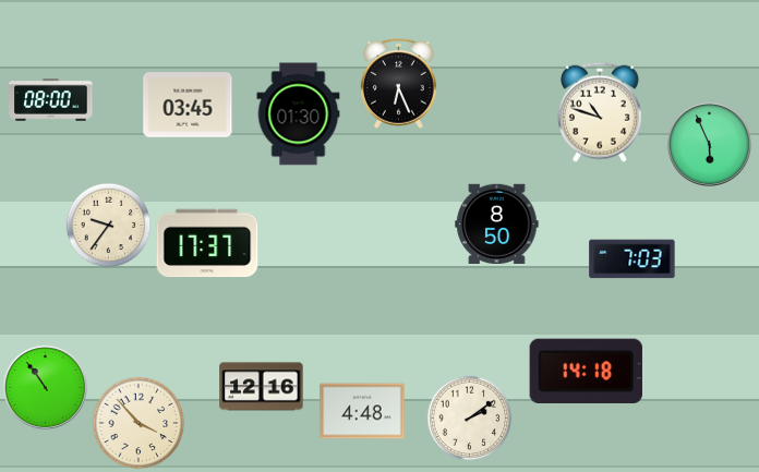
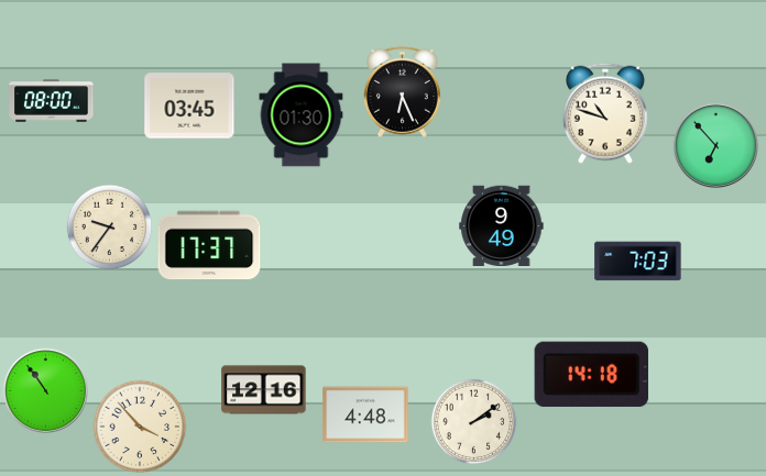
clock at (398, 83) position: (398, 83) -> (402, 91)
clock at (709, 144): 5:56 -> 6:53
clock at (497, 223): 8:50 -> 9:49
